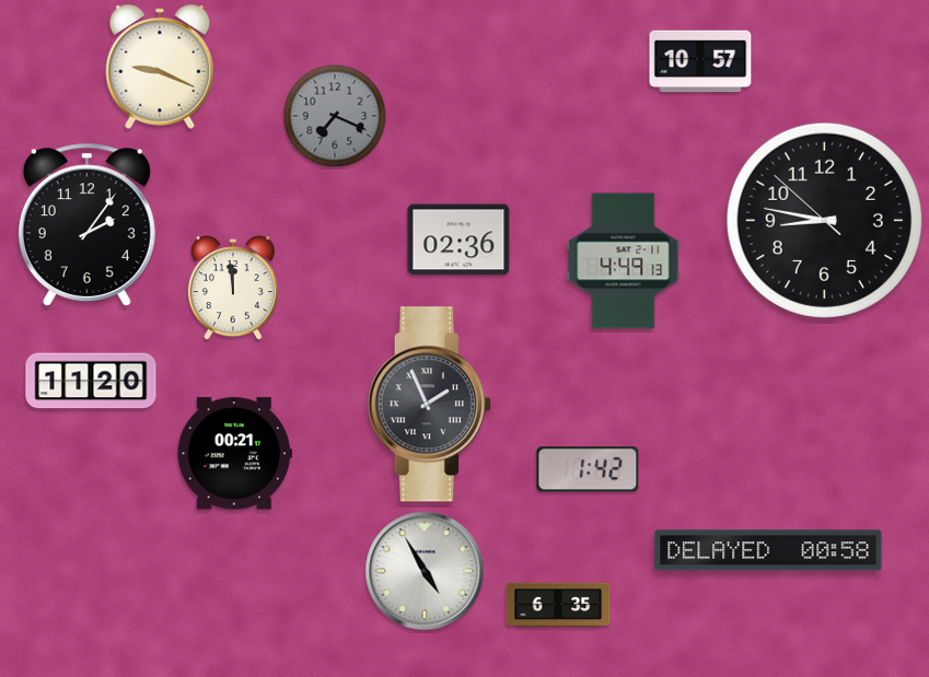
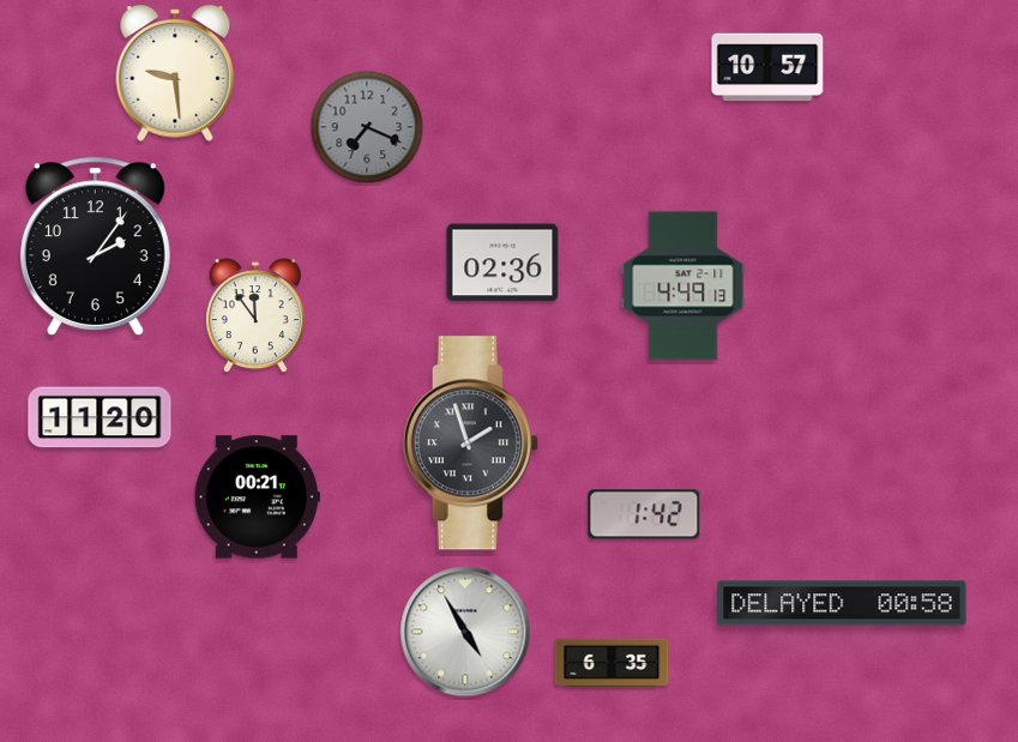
clock at (160, 68): 9:19 -> 9:29
clock at (824, 220): 8:46 -> none
clock at (233, 289): 11:59 -> 11:54
clock at (429, 405): 1:56 -> 1:57
clock at (425, 571) position: (425, 571) -> (465, 632)
